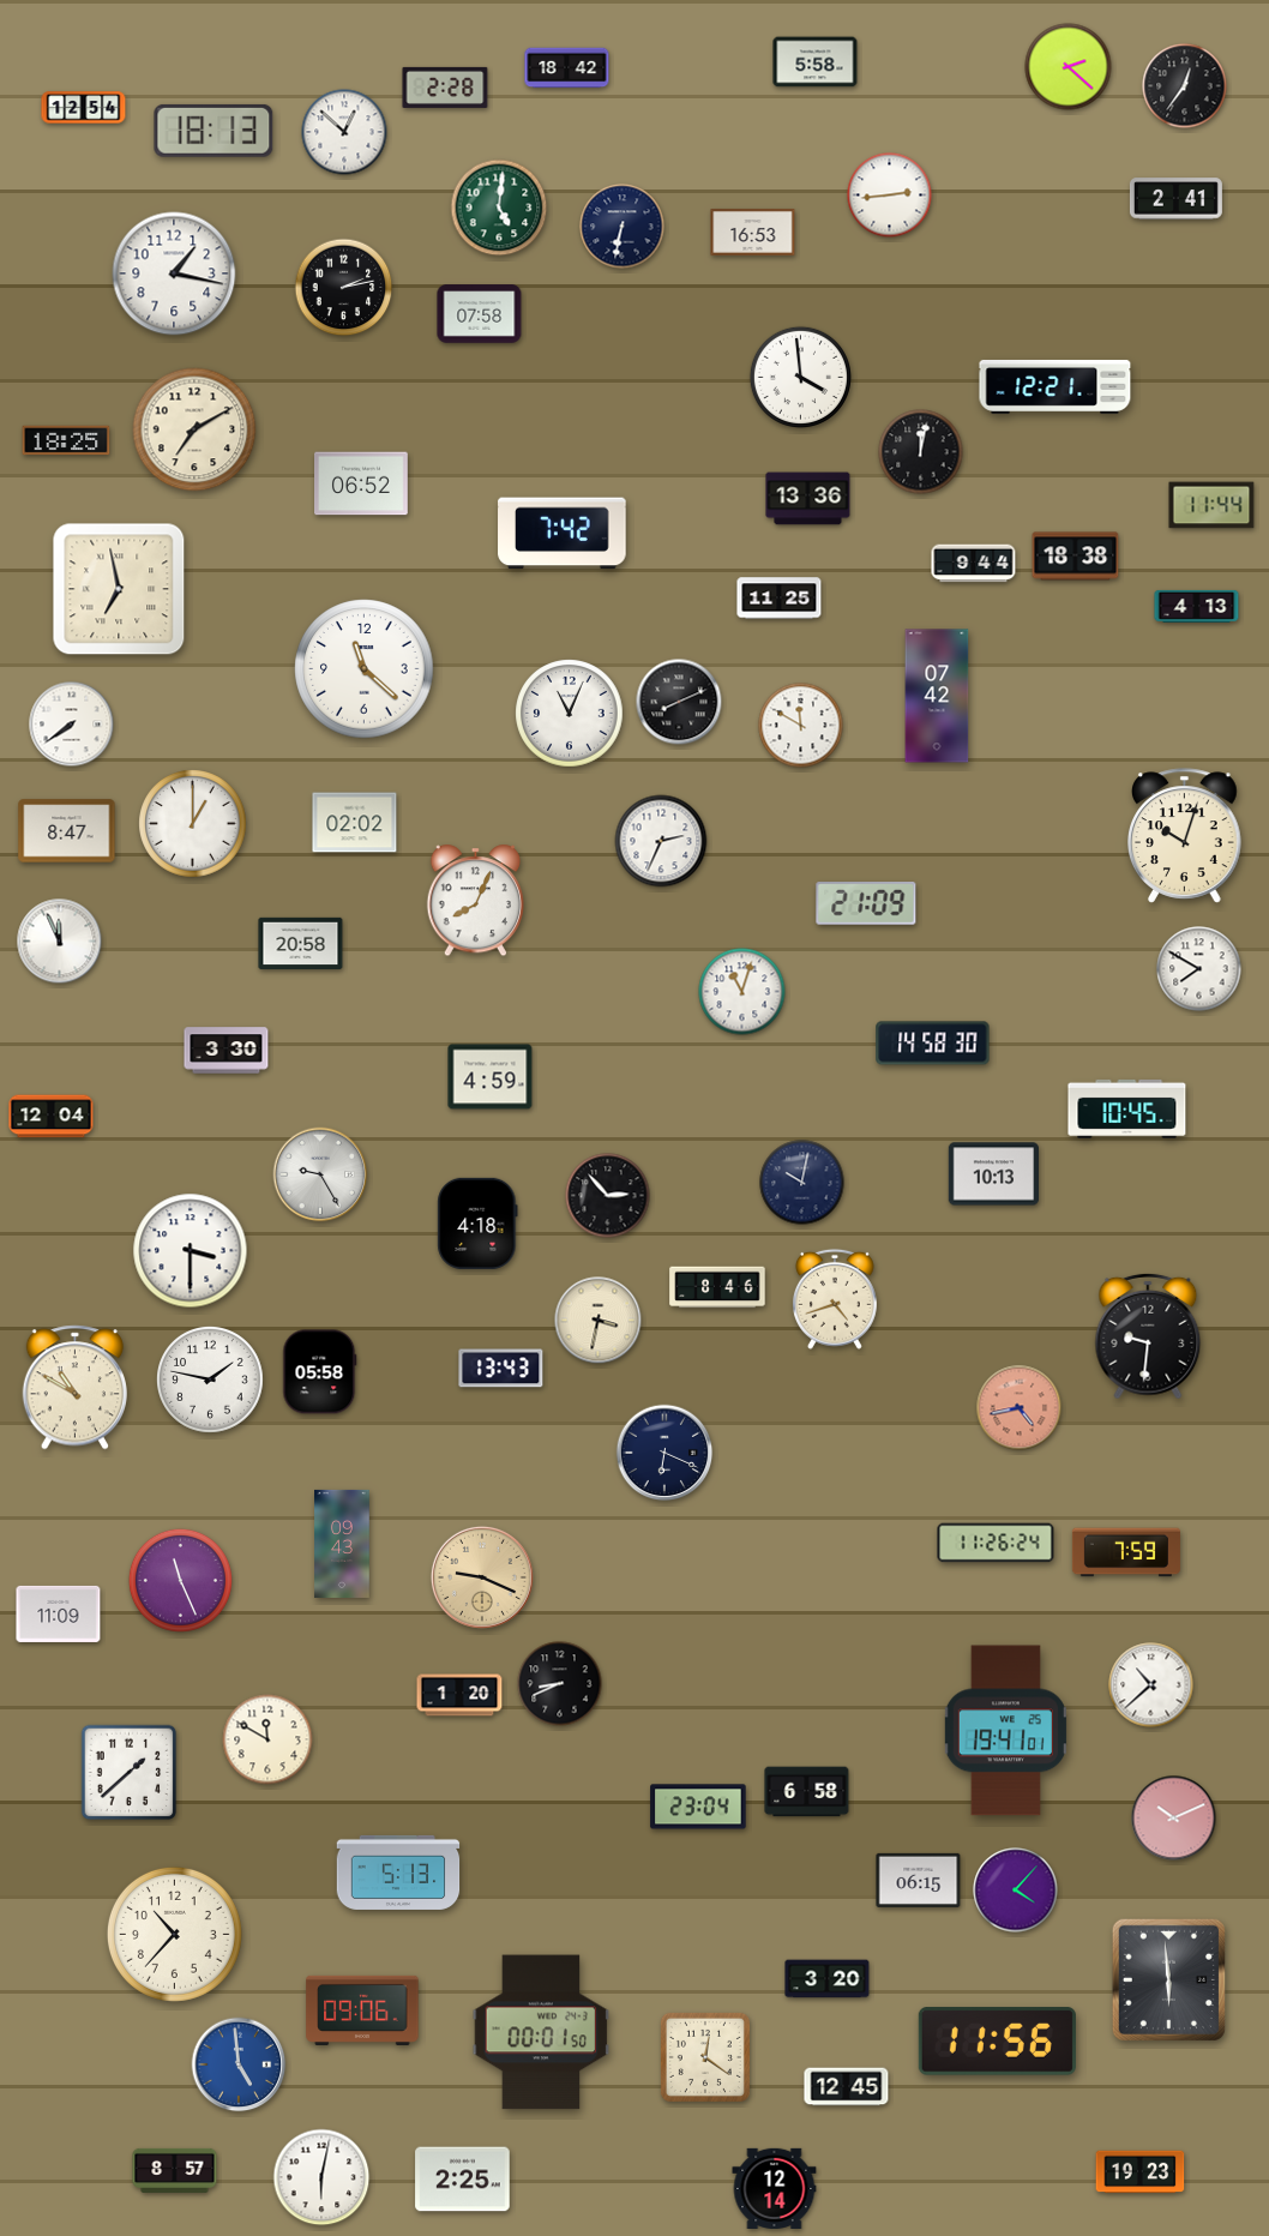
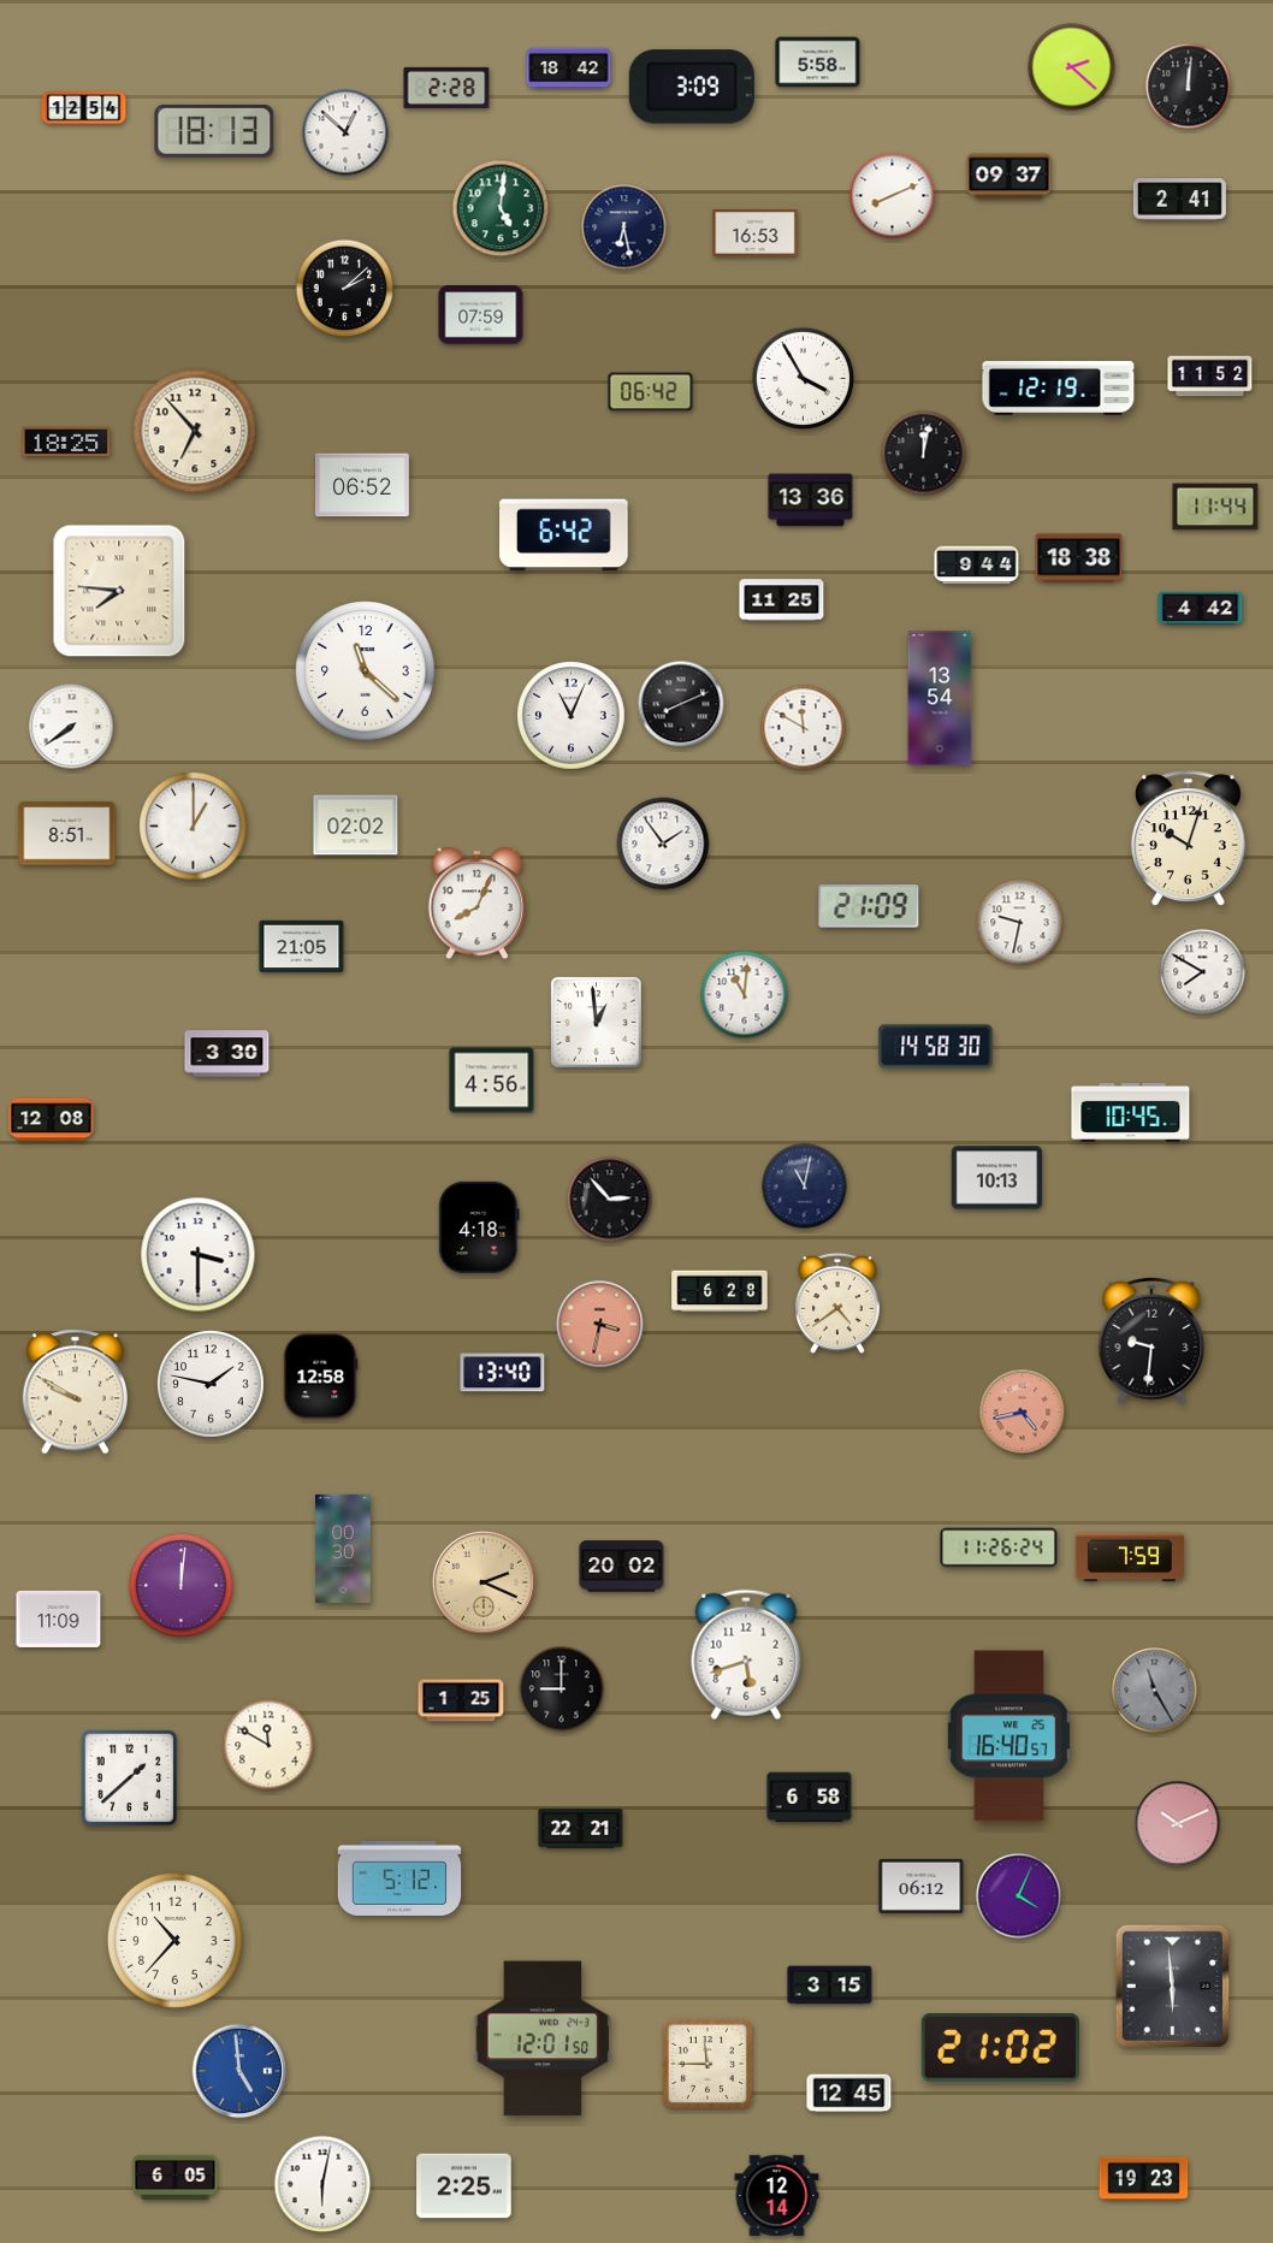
clock at (692, 87): none -> 3:09
clock at (1185, 86): 12:36 -> 12:01
clock at (1009, 177): none -> 09:37
clock at (890, 196): 2:44 -> 8:11
clock at (623, 227): 6:32 -> 6:28
clock at (174, 274): 1:17 -> none
clock at (344, 288): 2:13 -> 2:08
clock at (480, 314): 07:58 -> 07:59
clock at (1210, 377): none -> 11:52
clock at (800, 377): 3:59 -> 3:55
clock at (1056, 386): 12:21 -> 12:19
clock at (651, 392): none -> 06:42
clock at (194, 429): 7:10 -> 6:53
clock at (563, 534): 7:42 -> 6:42
clock at (119, 589): 6:58 -> 7:46
clock at (1197, 606): 4:13 -> 4:42
clock at (937, 696): 07:42 -> 13:54
clock at (67, 831): 8:47 -> 8:51
clock at (661, 841): 2:34 -> 1:54
clock at (1020, 923): none -> 9:32
clock at (60, 942): 11:56 -> none
clock at (301, 944): 20:58 -> 21:05
clock at (742, 992): 11:03 -> 11:01
clock at (596, 1022): none -> 12:59
clock at (491, 1077): 4:59 -> 4:56
clock at (52, 1117): 12:04 -> 12:08
clock at (320, 1174): 9:25 -> none
clock at (802, 1183): 10:02 -> 11:02
clock at (191, 1251) position: (191, 1251) -> (199, 1255)
clock at (717, 1287): 8:46 -> 6:28
clock at (835, 1299): 4:42 -> 4:39
clock at (599, 1321) dial: cream -> salmon
clock at (501, 1369): 13:43 -> 13:40
clock at (320, 1372): 05:58 -> 12:58
clock at (74, 1388): 10:50 -> 9:50
clock at (664, 1453): 6:19 -> none
clock at (342, 1544): 09:43 -> 00:30
clock at (622, 1567): none -> 20:02
clock at (482, 1577): 9:19 -> 2:19
clock at (180, 1580): 11:26 -> 12:01
clock at (746, 1655): none -> 5:42
clock at (560, 1684): 8:41 -> 9:00
clock at (1151, 1685): 10:38 -> 11:25
clock at (1151, 1685) dial: white -> grey
clock at (459, 1695): 1:20 -> 1:25
clock at (1005, 1731): 19:41 -> 16:40
clock at (698, 1807): 23:04 -> none
clock at (581, 1829): none -> 22:21
clock at (398, 1873): 5:13 -> 5:12
clock at (919, 1880): 06:15 -> 06:12
clock at (1016, 1891): 4:07 -> 4:04
clock at (828, 1979): 3:20 -> 3:15
clock at (362, 2010): 09:06 -> none
clock at (541, 2032): 00:01 -> 12:01
clock at (997, 2042): 11:56 -> 21:02
clock at (705, 2057): 12:21 -> 11:45
clock at (175, 2170): 8:57 -> 6:05
